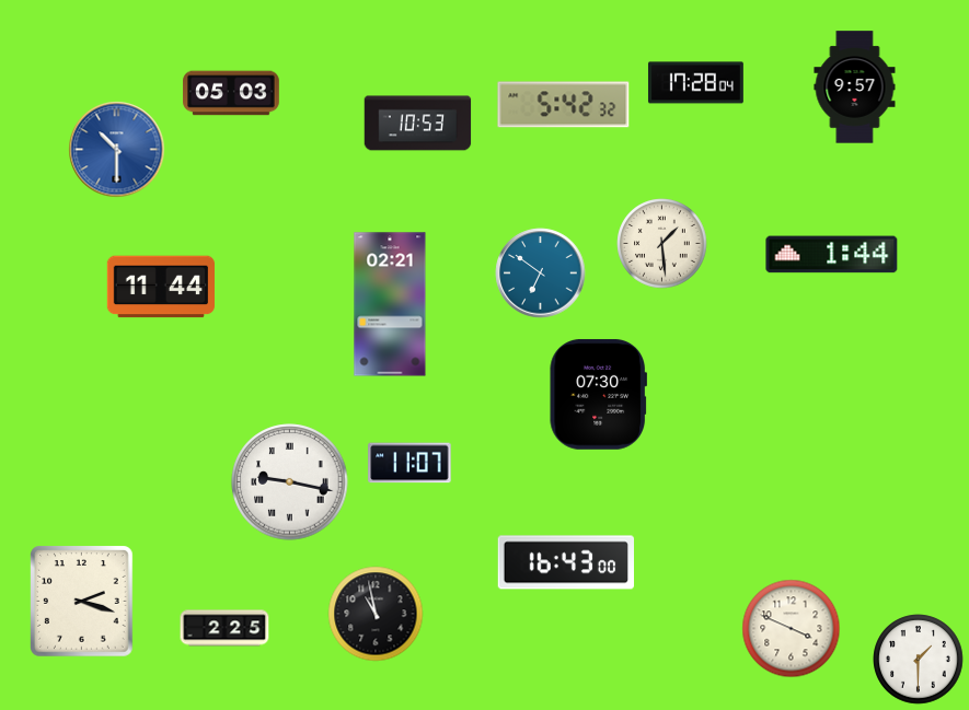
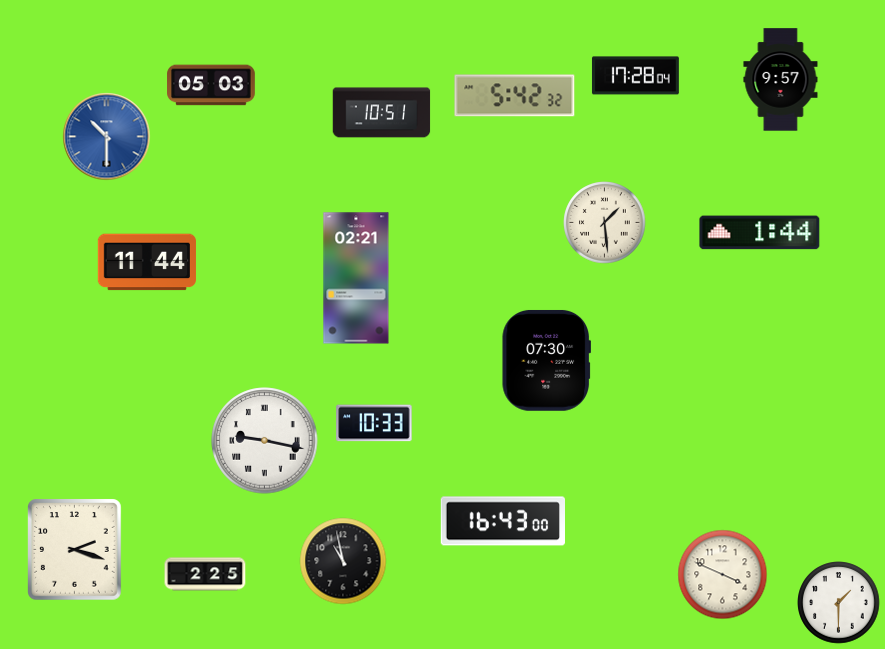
clock at (418, 124): 10:53 -> 10:51
clock at (541, 273): 6:51 -> none
clock at (409, 463): 11:07 -> 10:33
clock at (565, 562) position: (565, 562) -> (502, 521)
